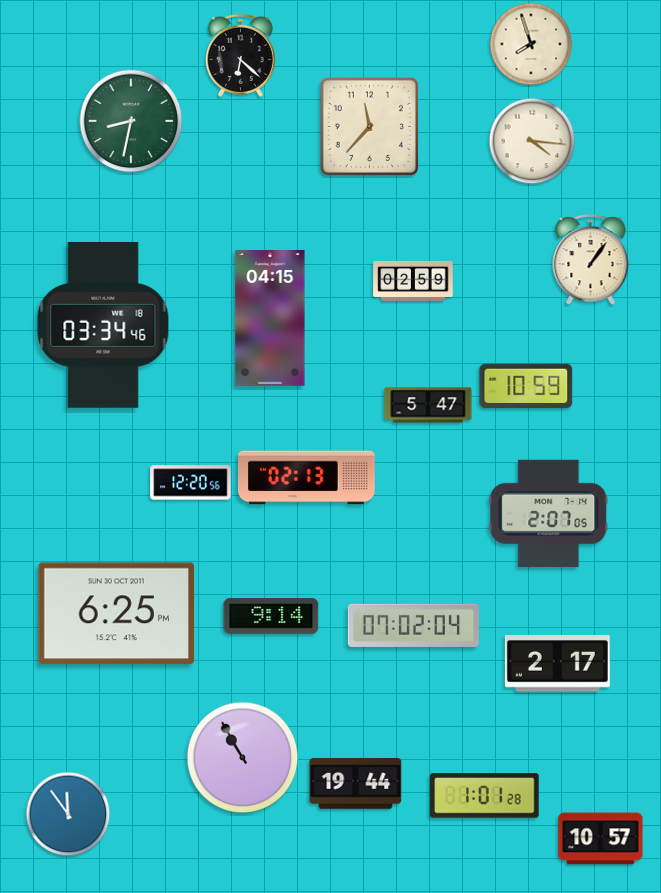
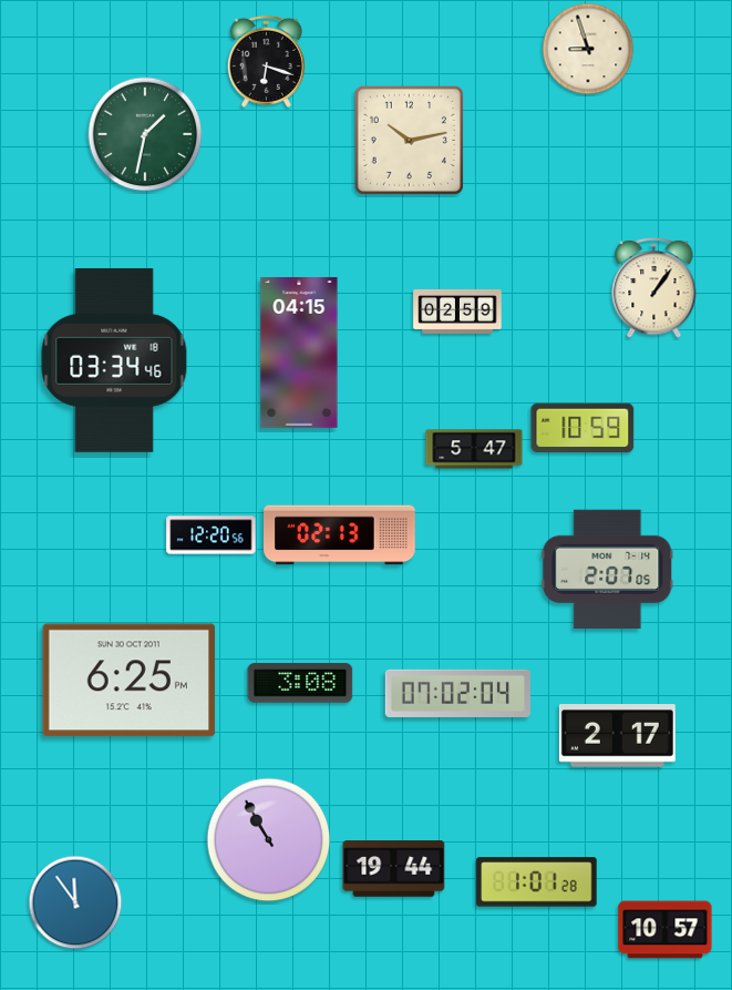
clock at (531, 44): 7:57 -> 8:57
clock at (240, 55): 6:22 -> 6:18
clock at (131, 121): 8:32 -> 1:32
clock at (369, 126): 11:37 -> 10:13
clock at (532, 141): 4:16 -> none
clock at (307, 478) position: (307, 478) -> (340, 535)
clock at (271, 616): 9:14 -> 3:08
